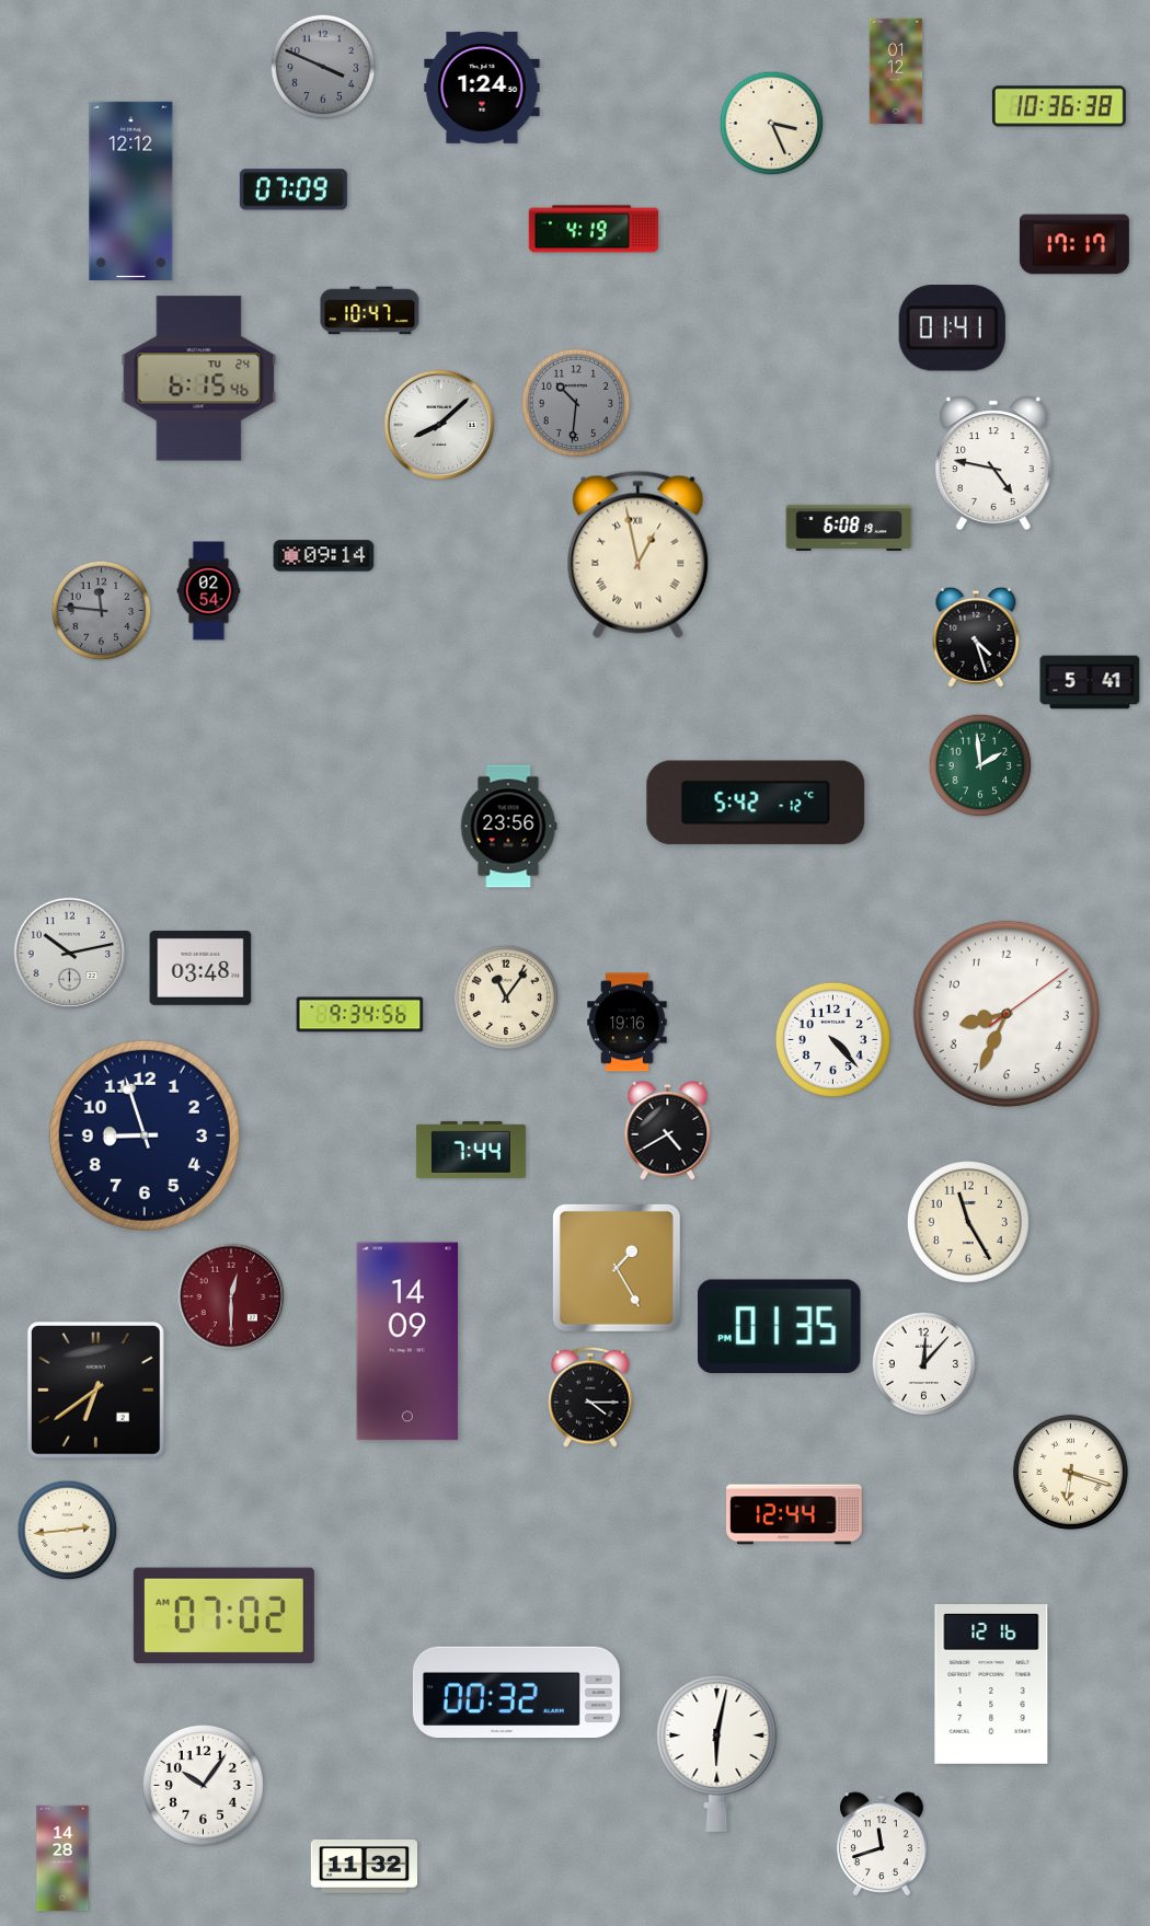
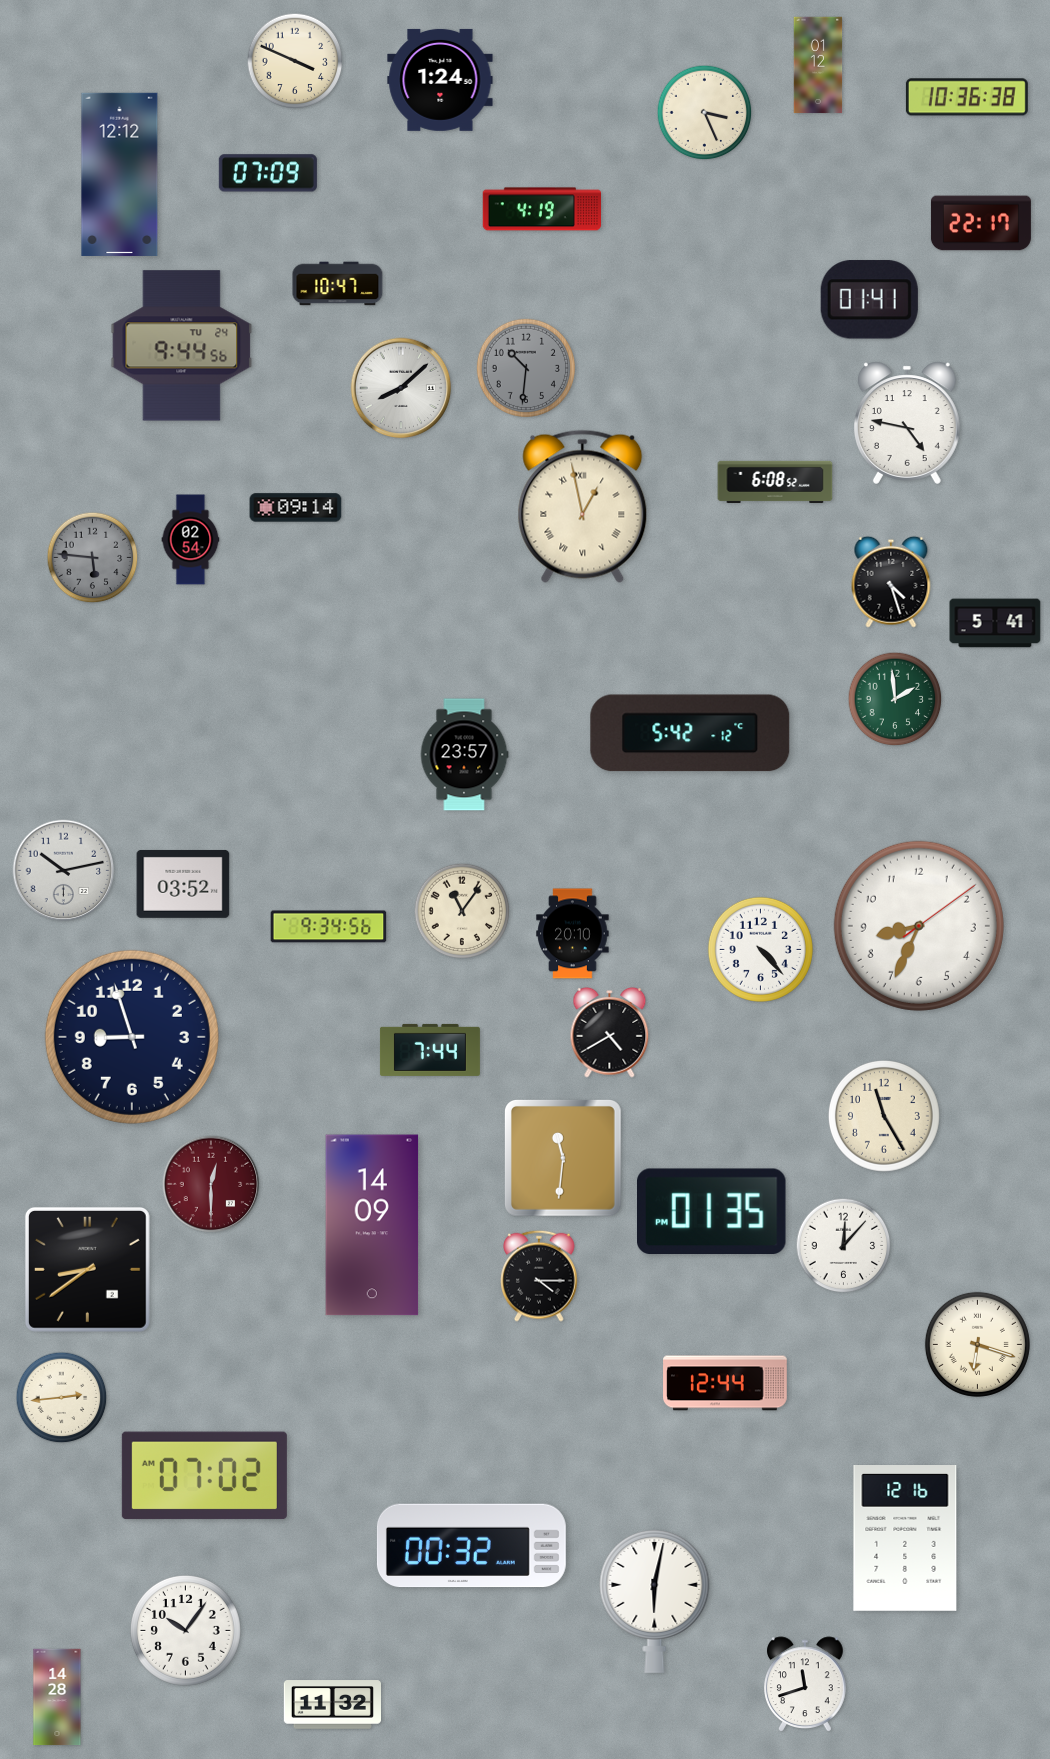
clock at (323, 67) dial: grey -> cream
clock at (1074, 244): 17:17 -> 22:17
clock at (199, 379): 6:15 -> 9:44
clock at (849, 528): 6:08:19 -> 6:08:52
clock at (102, 611): 11:46 -> 5:46
clock at (508, 827): 23:56 -> 23:57
clock at (200, 968): 03:48 -> 03:52
clock at (628, 1023): 19:16 -> 20:10
clock at (617, 1268): 1:25 -> 11:31
clock at (95, 1389): 6:39 -> 8:39
